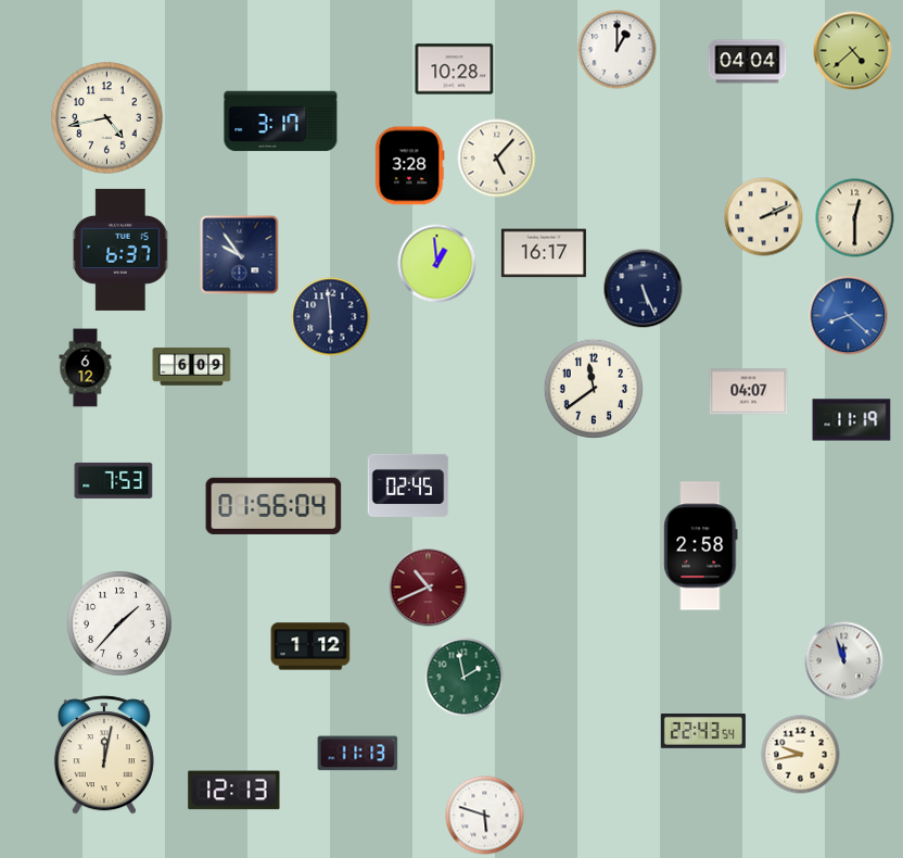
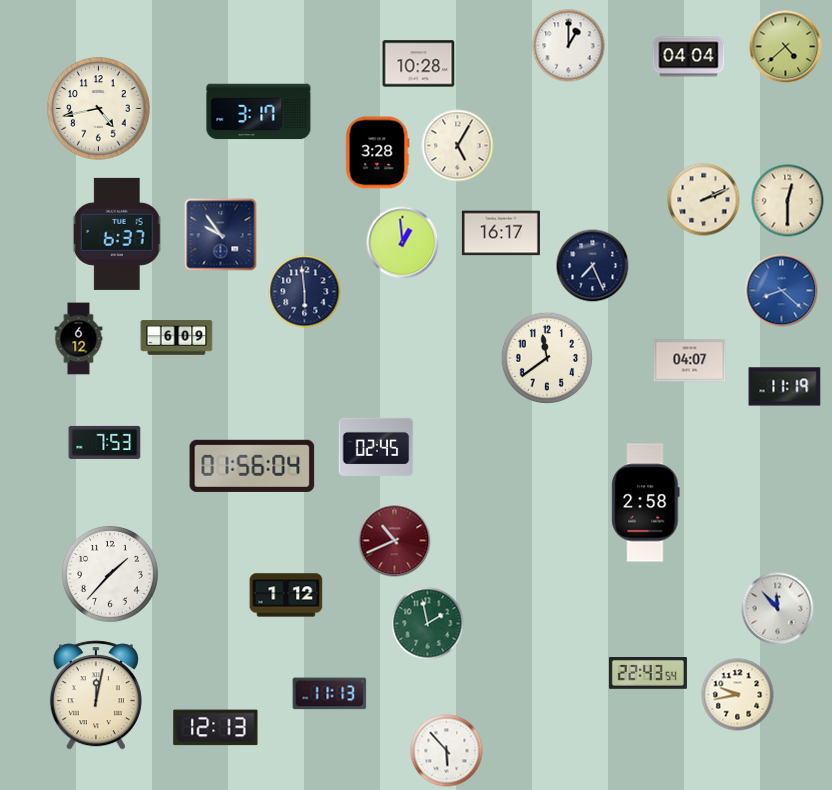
clock at (497, 159): 5:07 -> 5:05
clock at (120, 250) position: (120, 250) -> (117, 234)
clock at (644, 289): 5:26 -> 7:26
clock at (844, 661): 11:57 -> 11:53
clock at (485, 816): 5:48 -> 5:53
